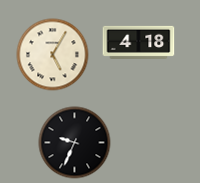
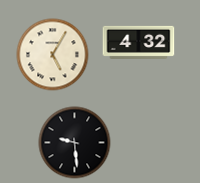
clock at (139, 42): 4:18 -> 4:32
clock at (75, 143): 9:34 -> 9:29
